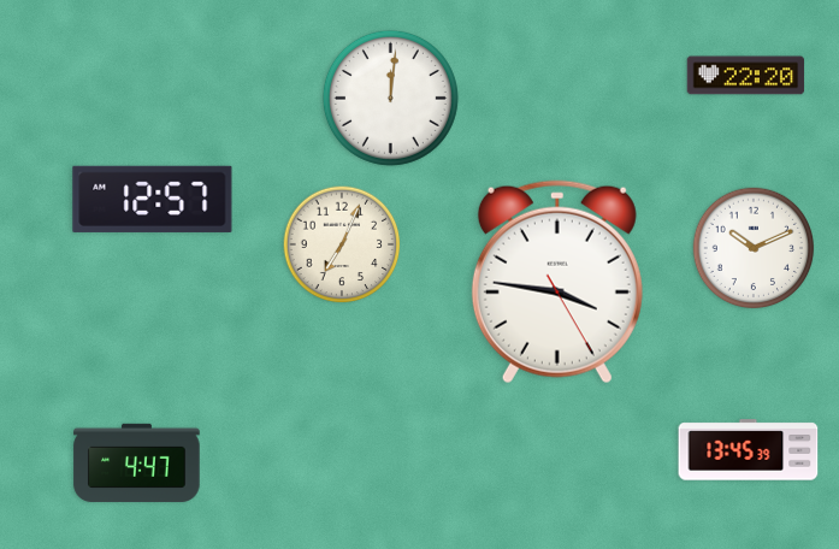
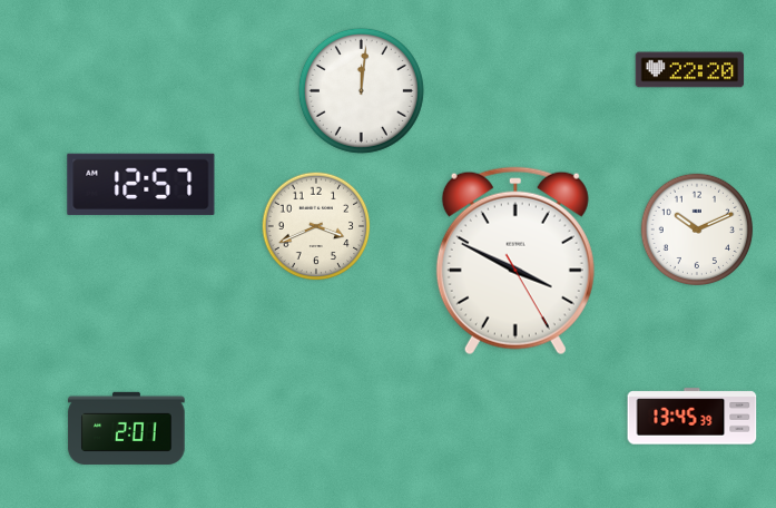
clock at (342, 244): 7:04 -> 3:41
clock at (557, 282): 3:46 -> 3:49
clock at (137, 462): 4:47 -> 2:01
